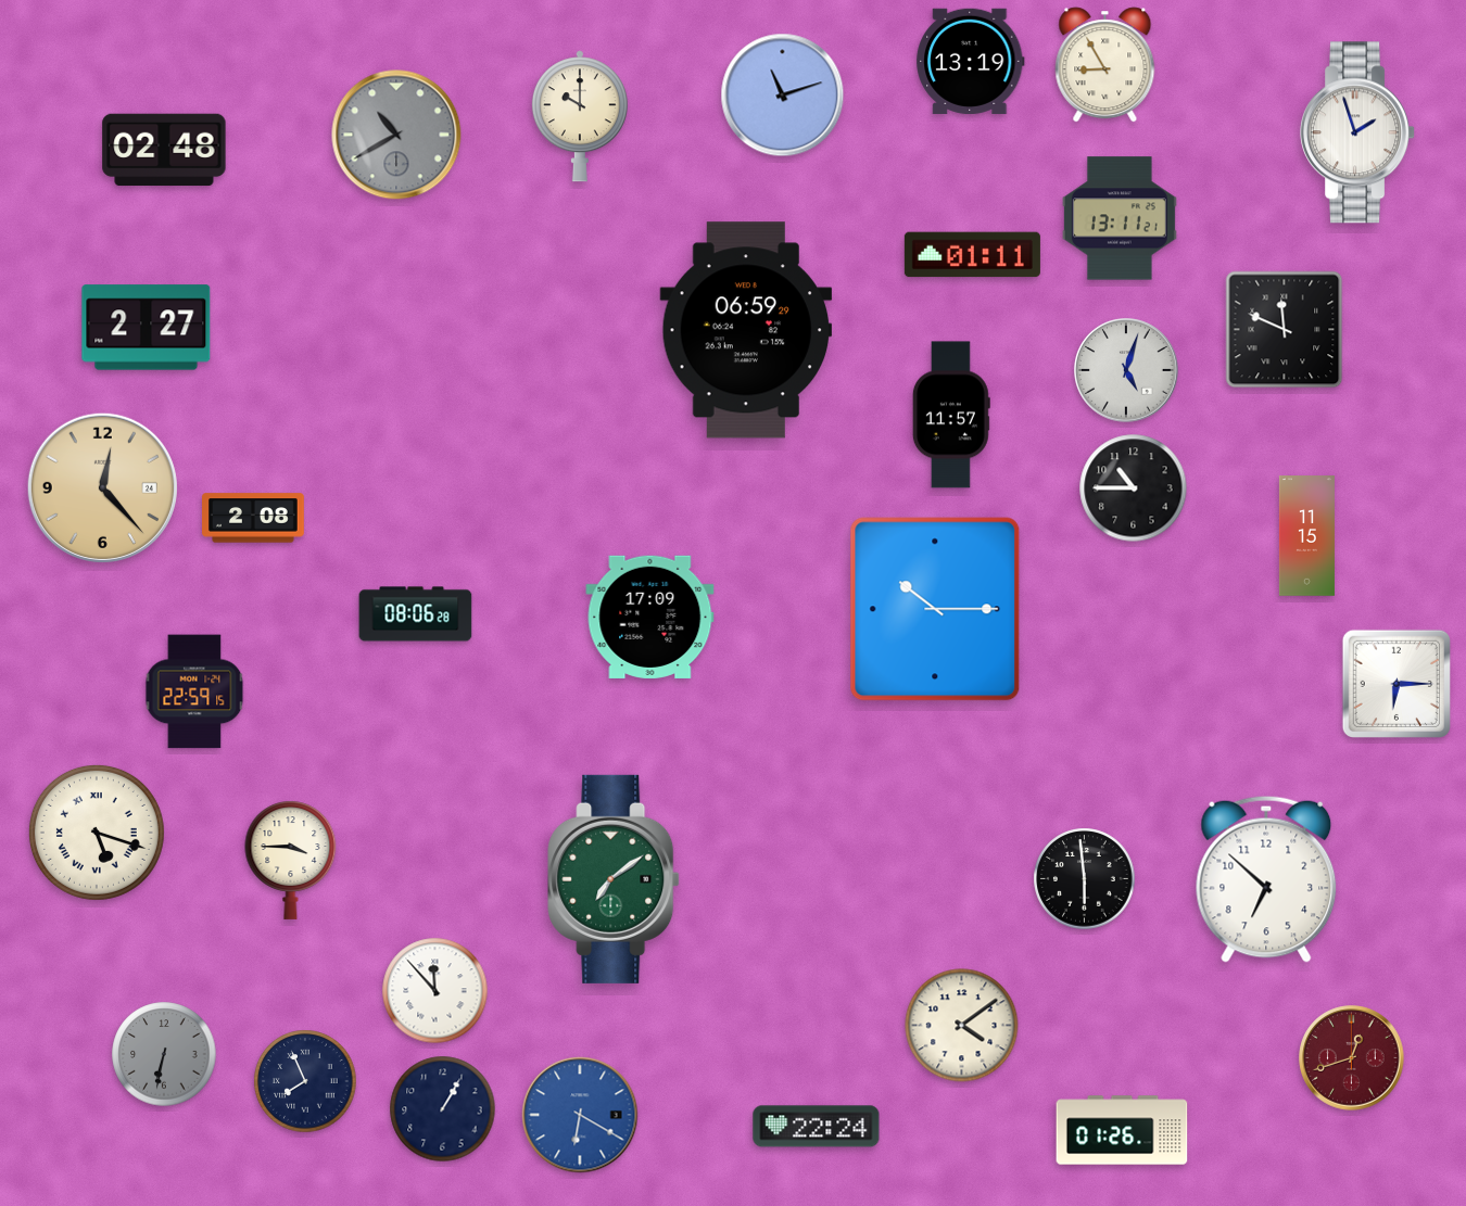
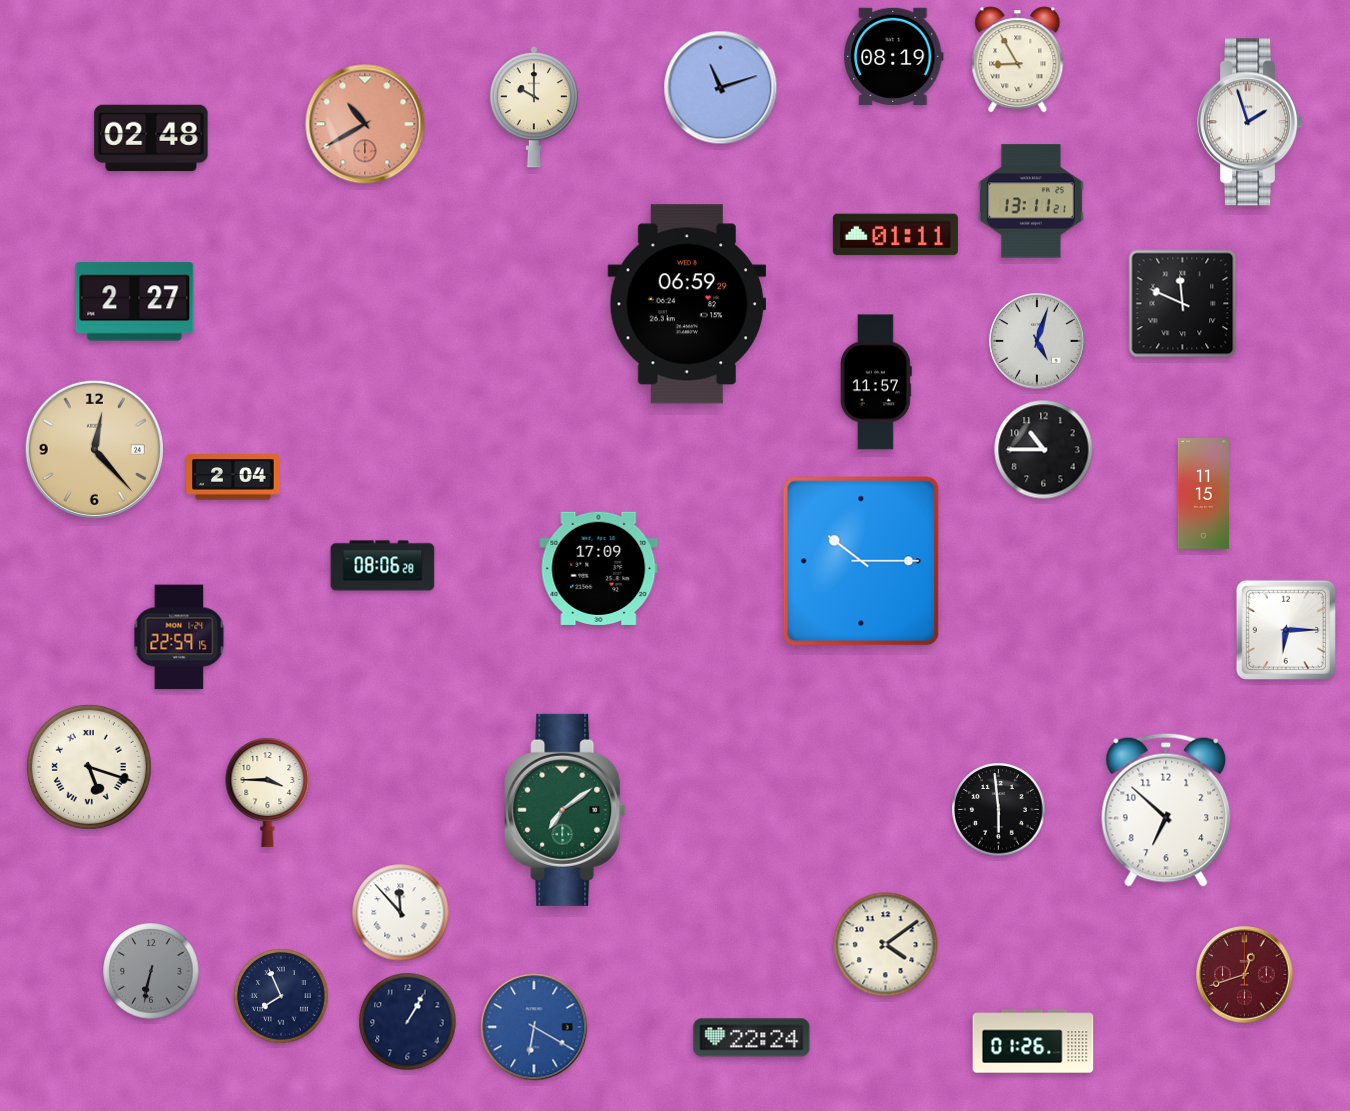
clock at (971, 61): 13:19 -> 08:19
clock at (396, 135) dial: grey -> salmon
clock at (254, 518): 2:08 -> 2:04
